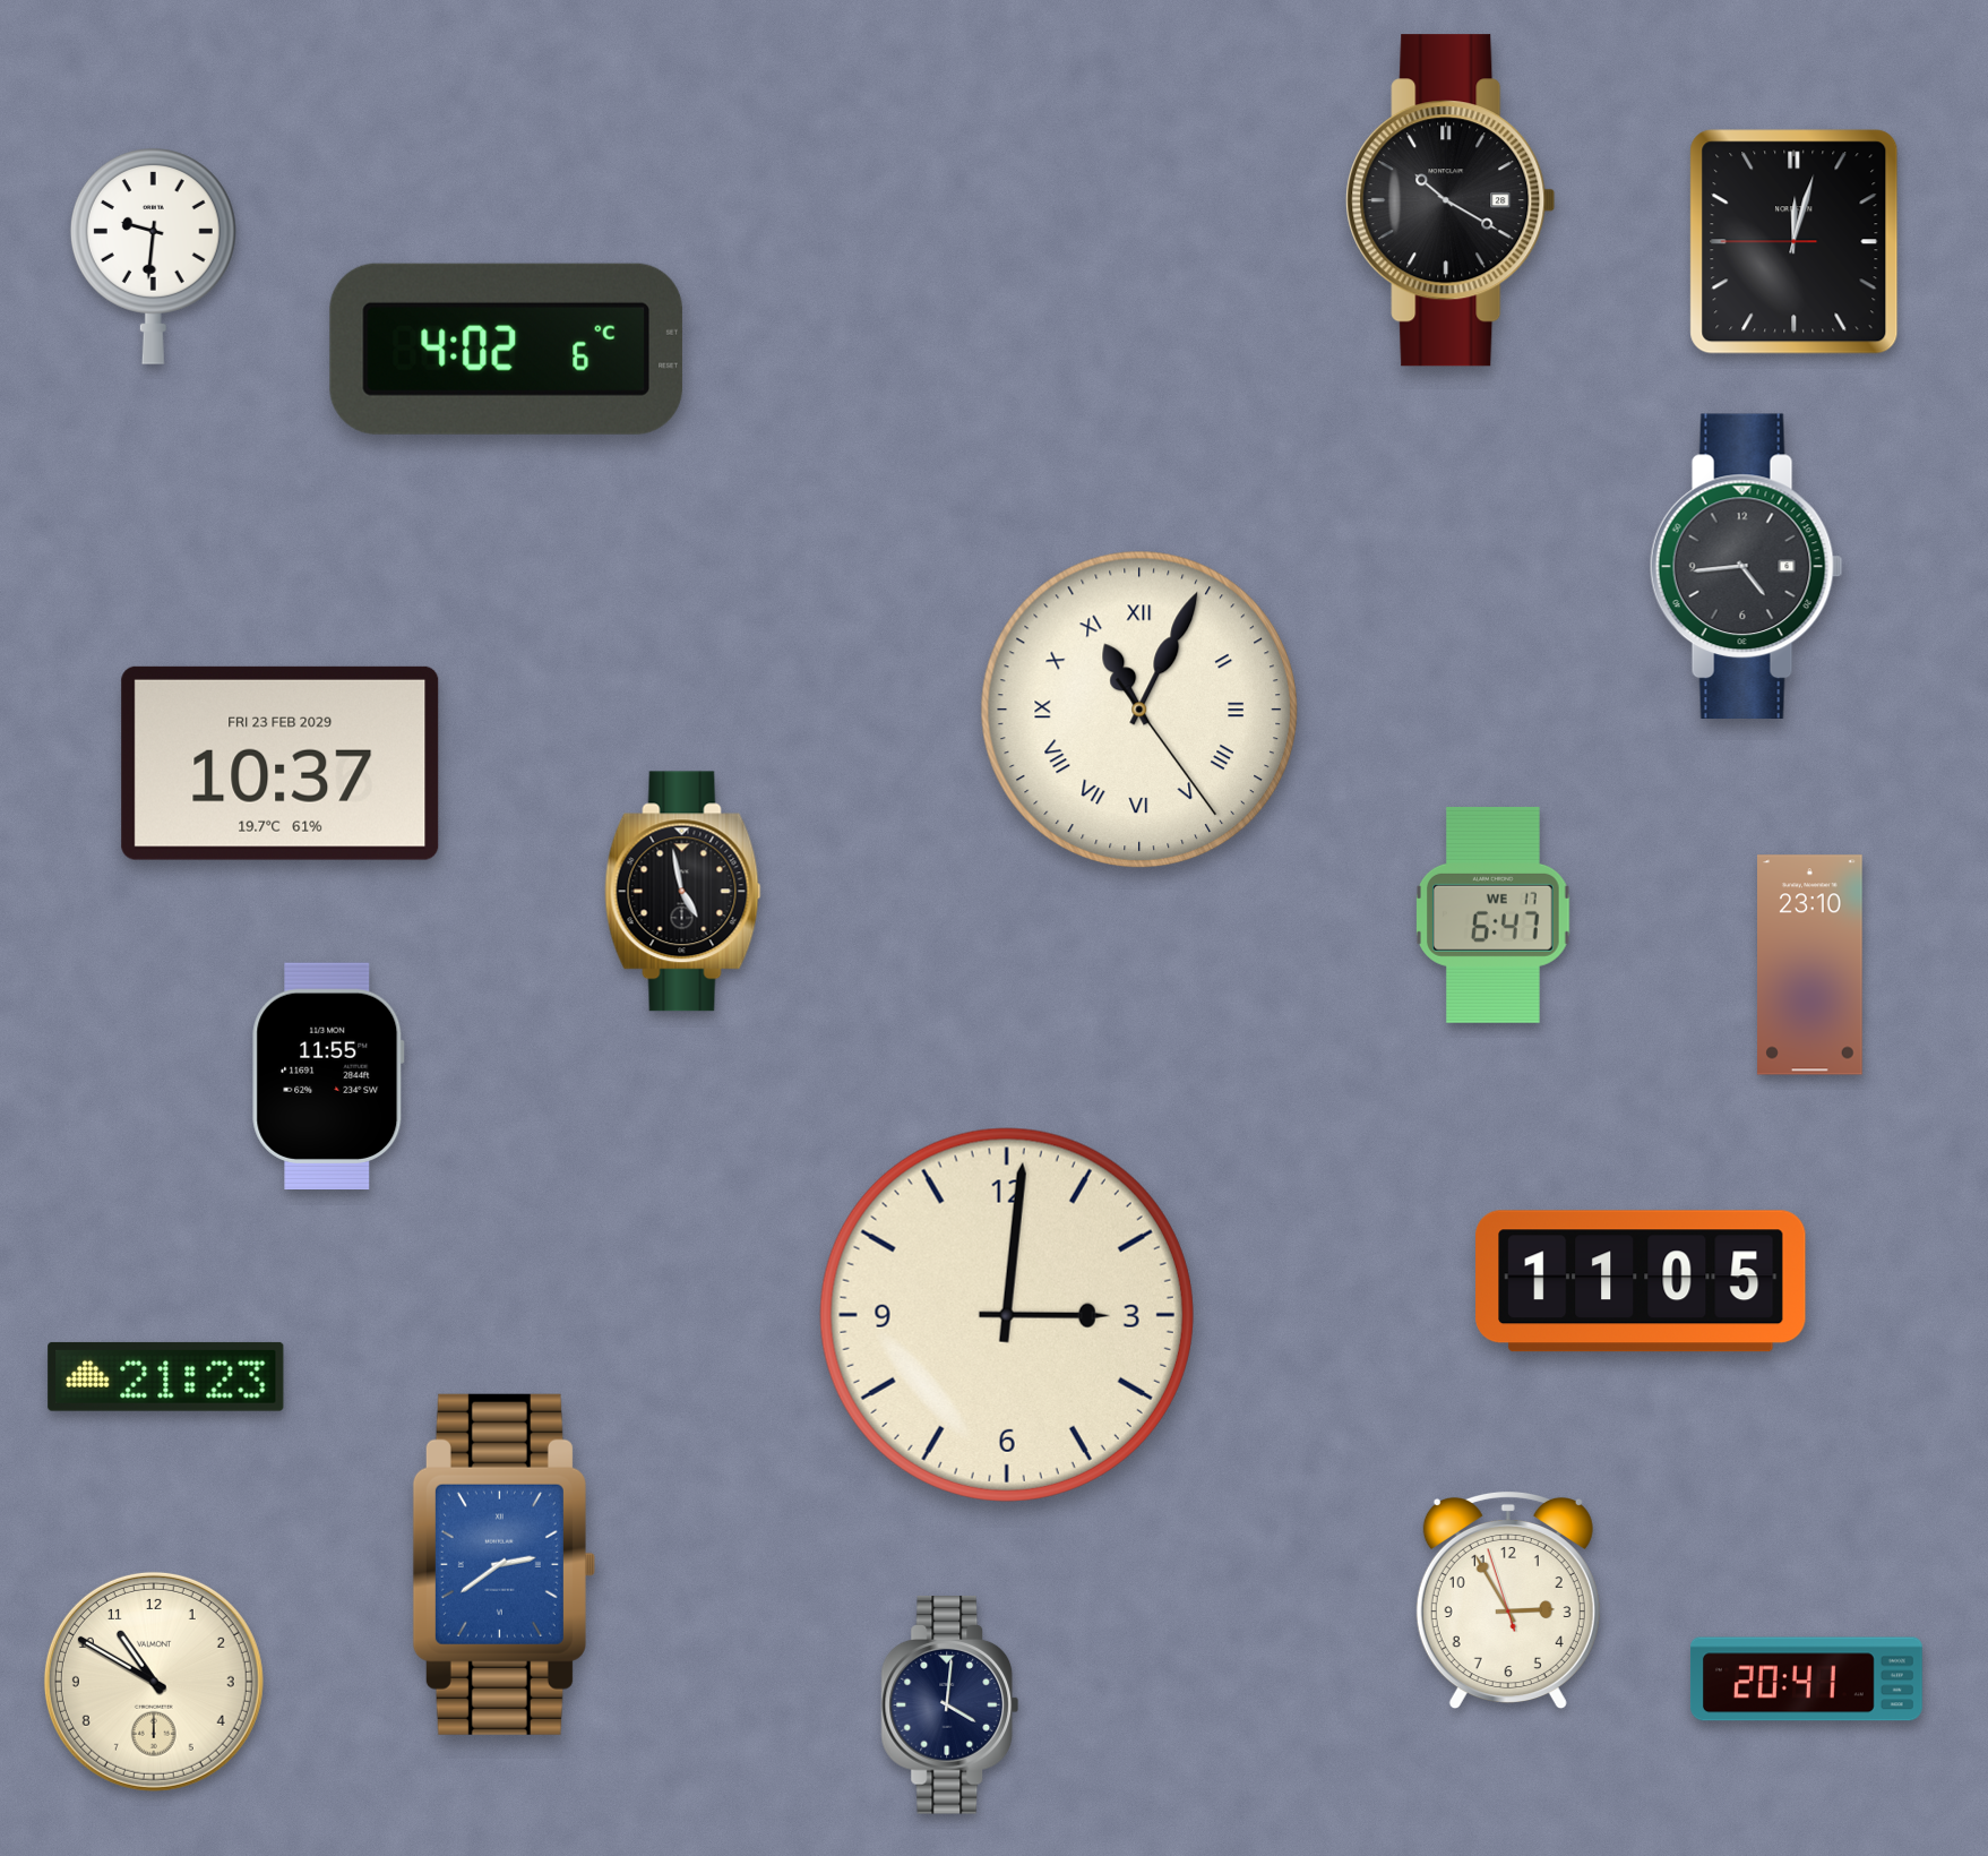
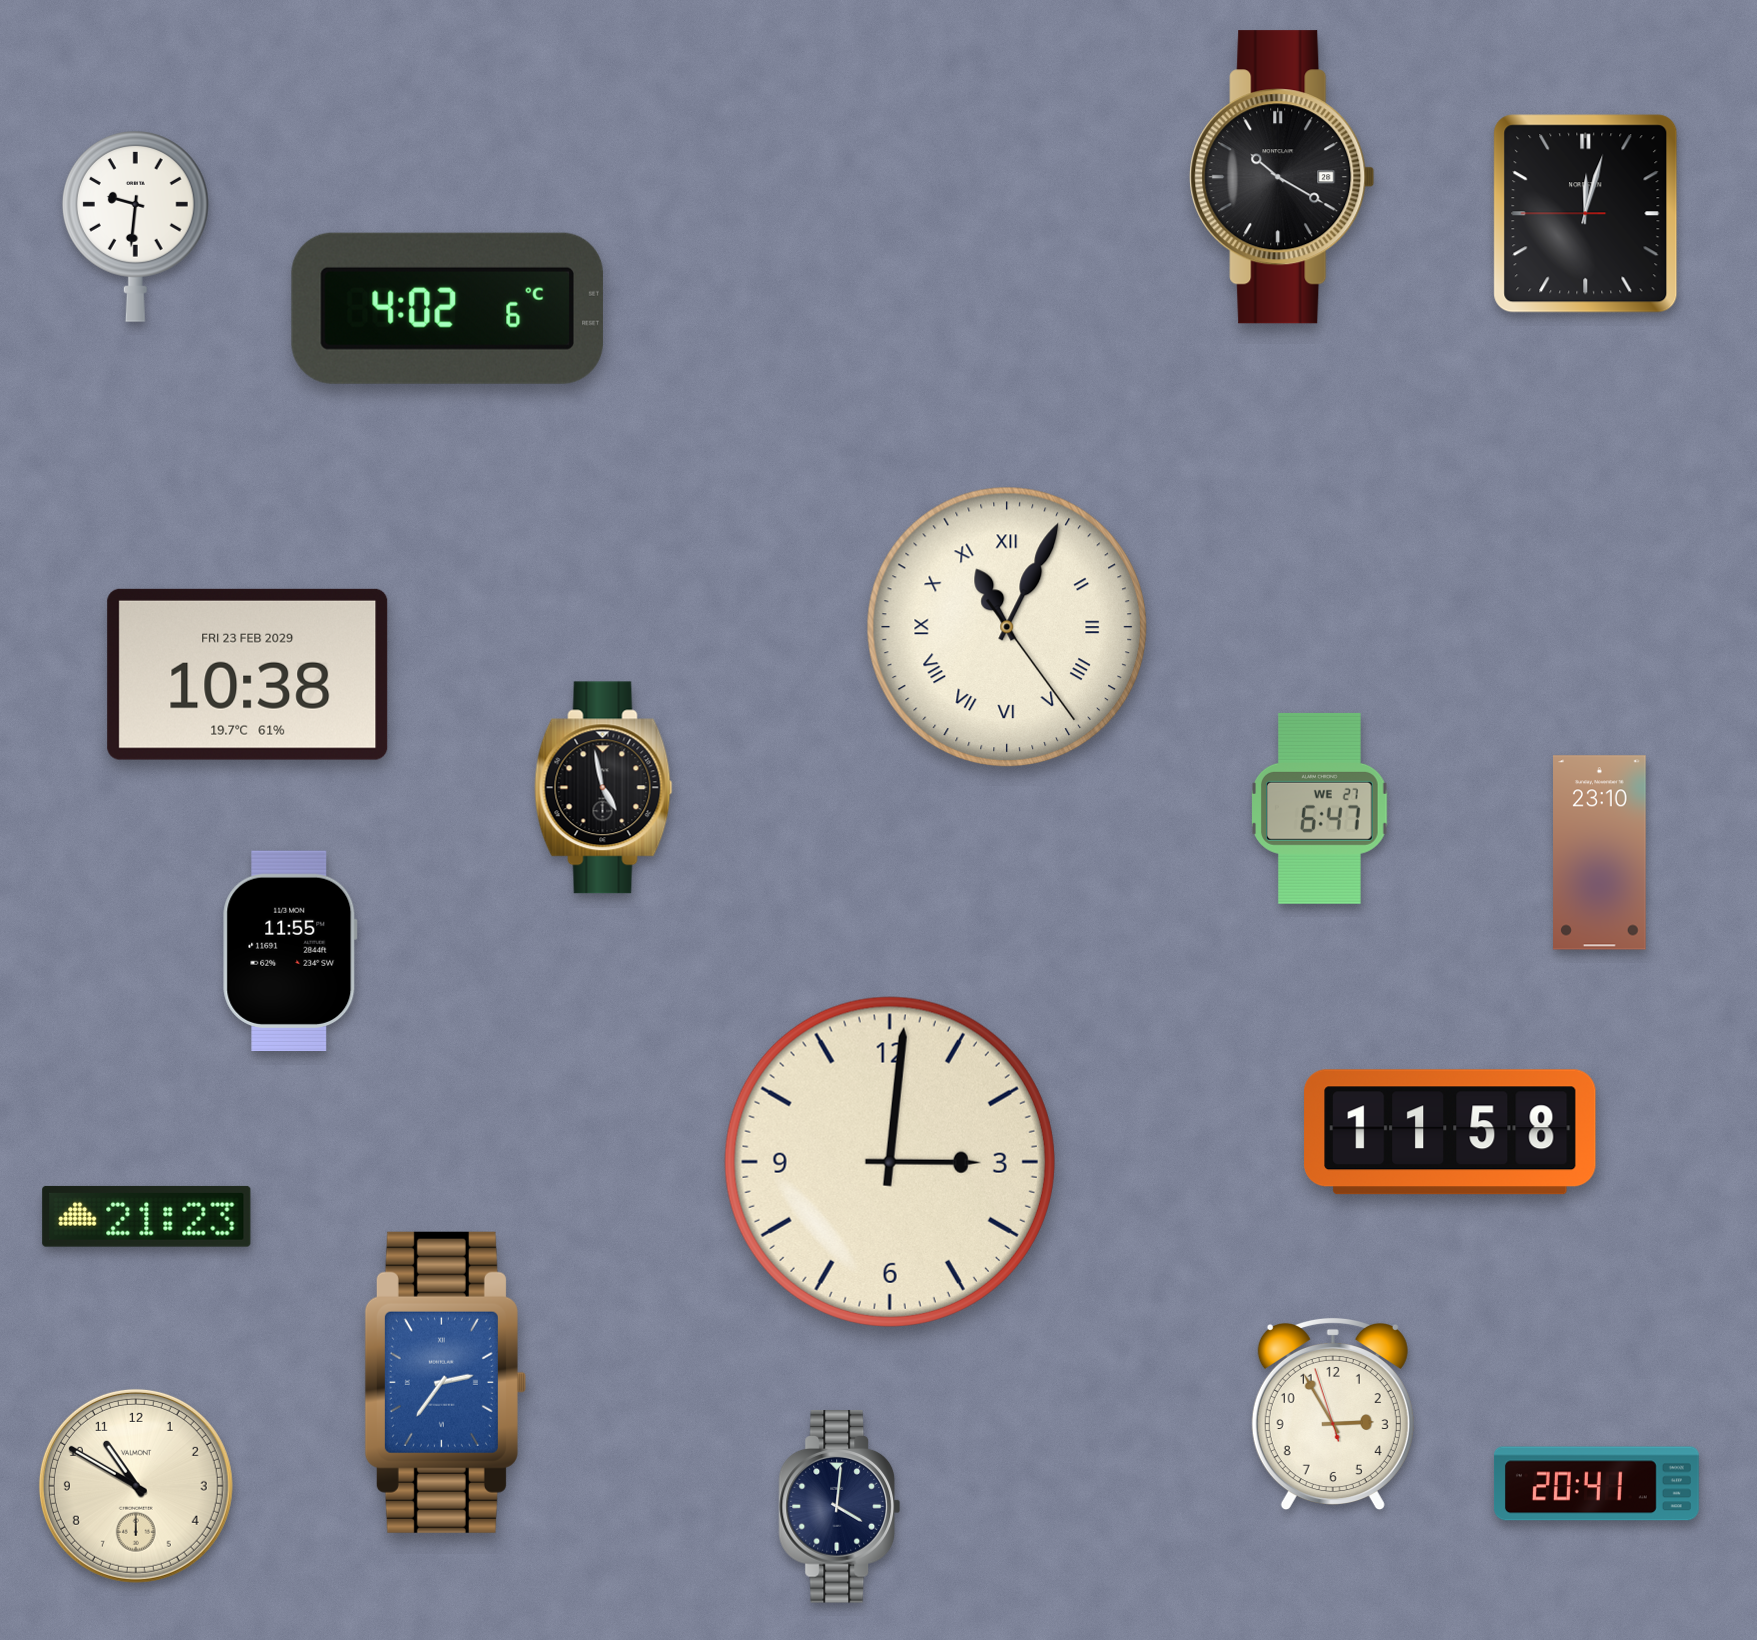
clock at (1746, 566): 4:44 -> none
clock at (281, 763): 10:37 -> 10:38
clock at (1494, 914) date: WE 17 -> WE 27
clock at (1641, 1281): 11:05 -> 11:58
clock at (504, 1564): 2:39 -> 2:36
